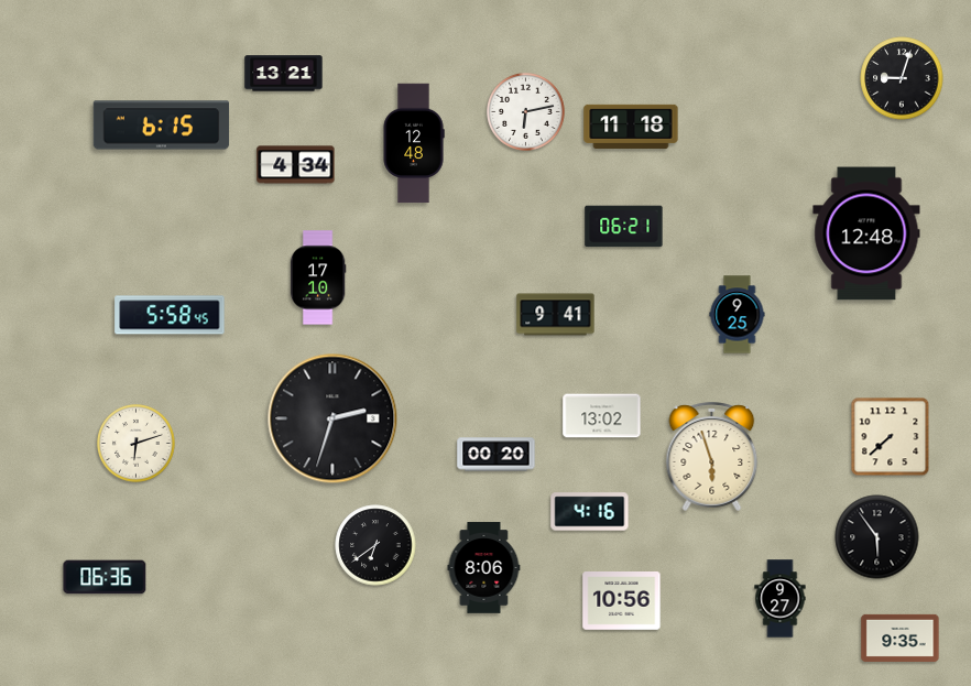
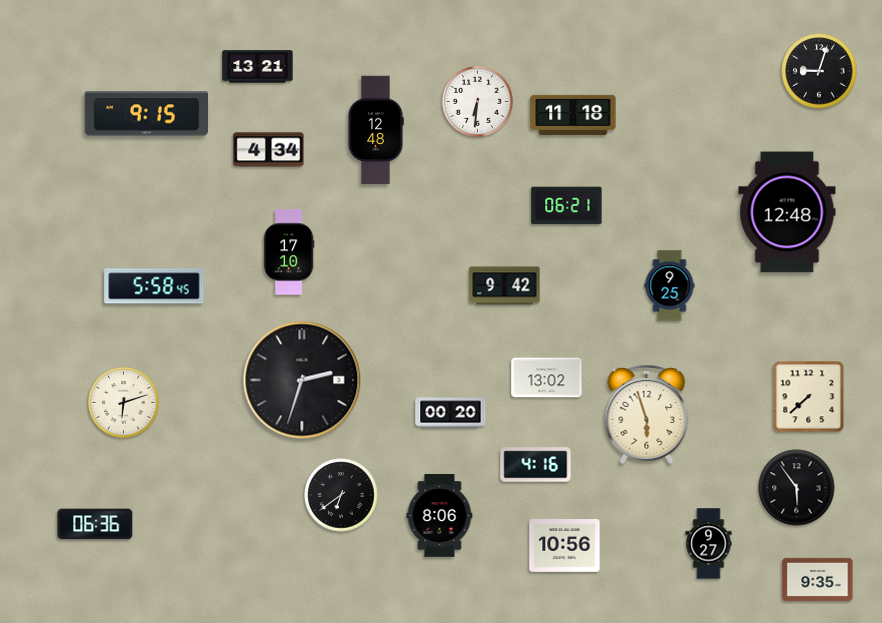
clock at (526, 112): 6:13 -> 6:31
clock at (162, 126): 6:15 -> 9:15
clock at (556, 315): 9:41 -> 9:42
